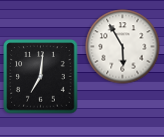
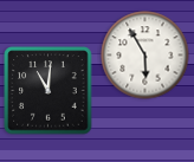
clock at (41, 77): 7:01 -> 11:01
